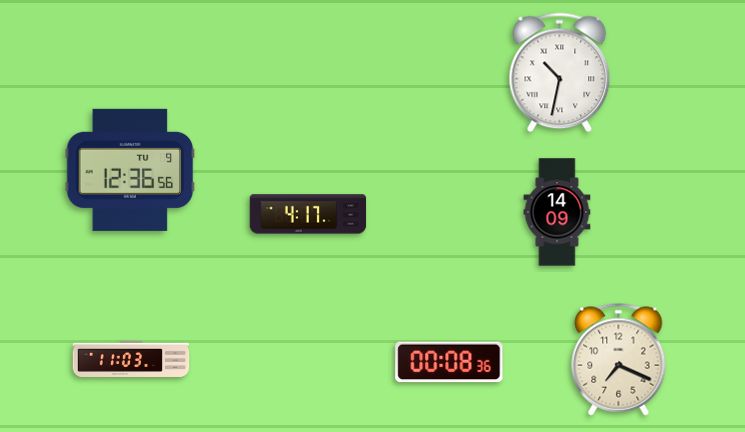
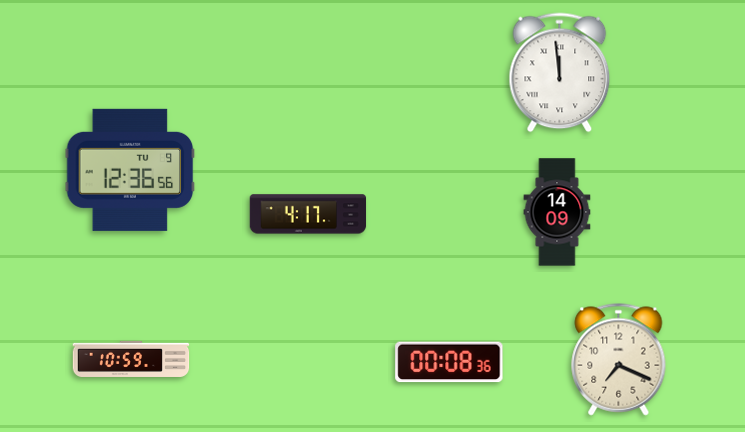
clock at (560, 73): 10:32 -> 11:59
clock at (131, 359): 11:03 -> 10:59
